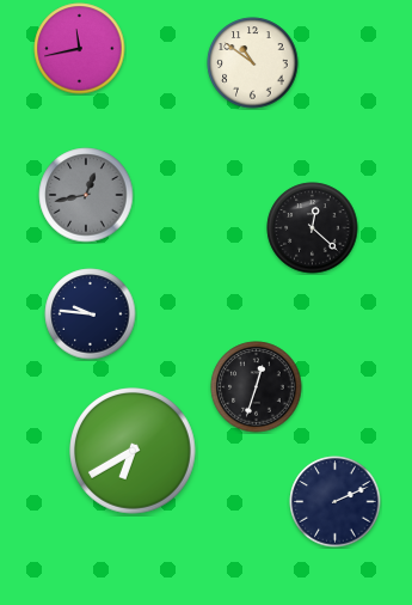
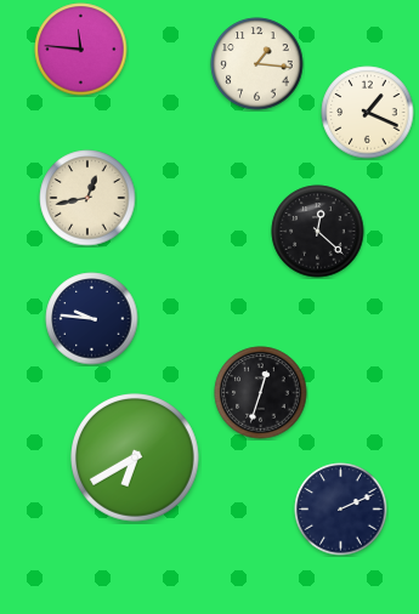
clock at (80, 49): 11:43 -> 11:46
clock at (253, 63): 10:51 -> 1:16
clock at (368, 113): none -> 1:19
clock at (86, 195) dial: grey -> cream
